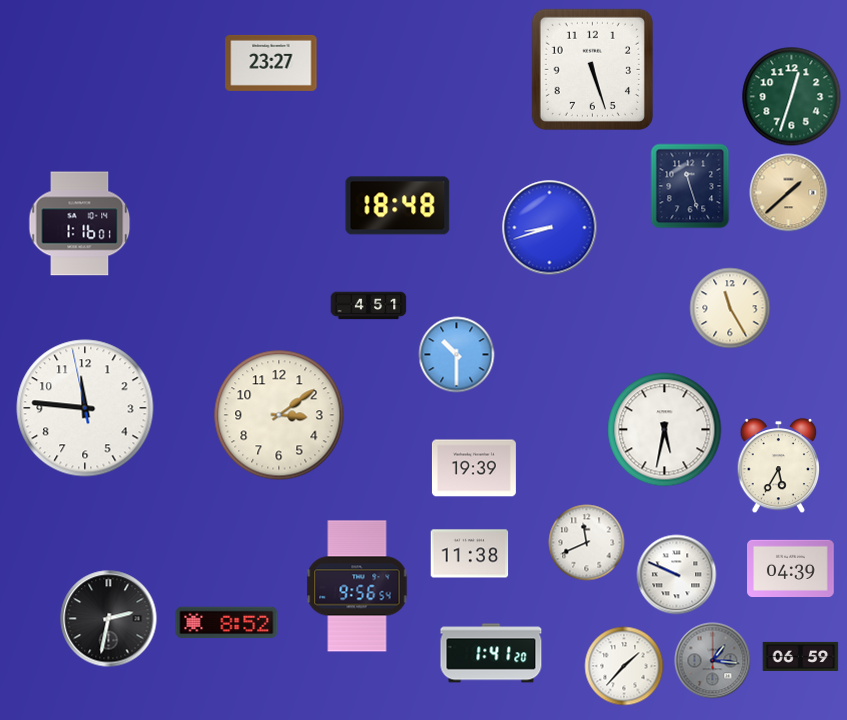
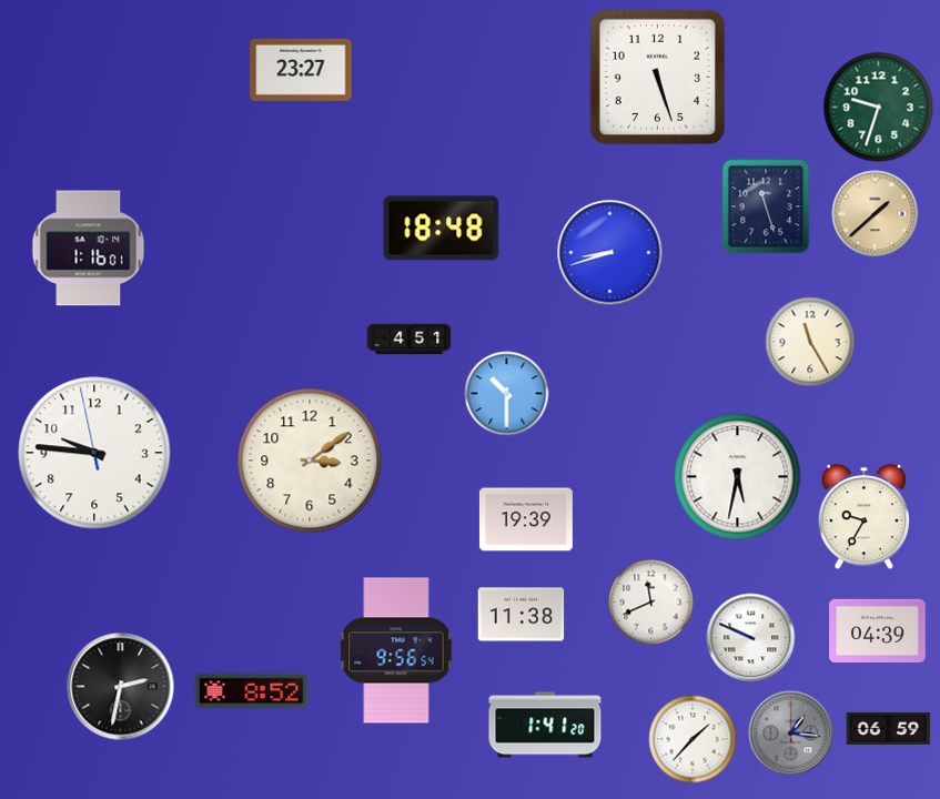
clock at (792, 97): 12:33 -> 9:33
clock at (85, 408): 11:45 -> 9:45
clock at (779, 466): 5:35 -> 9:35
